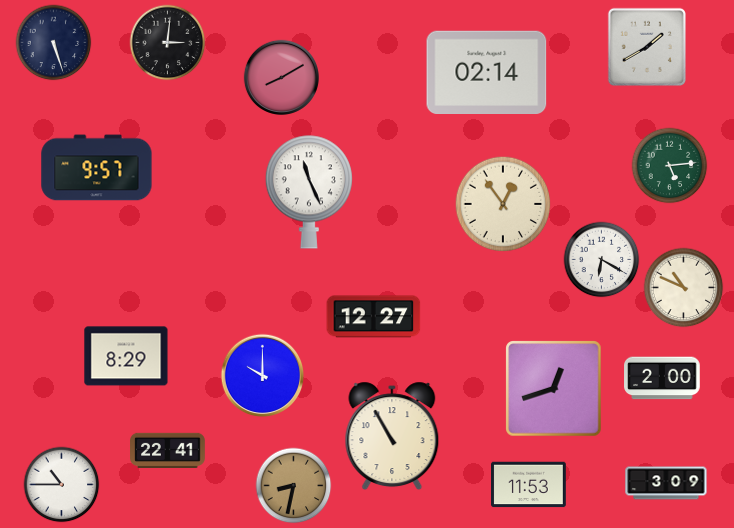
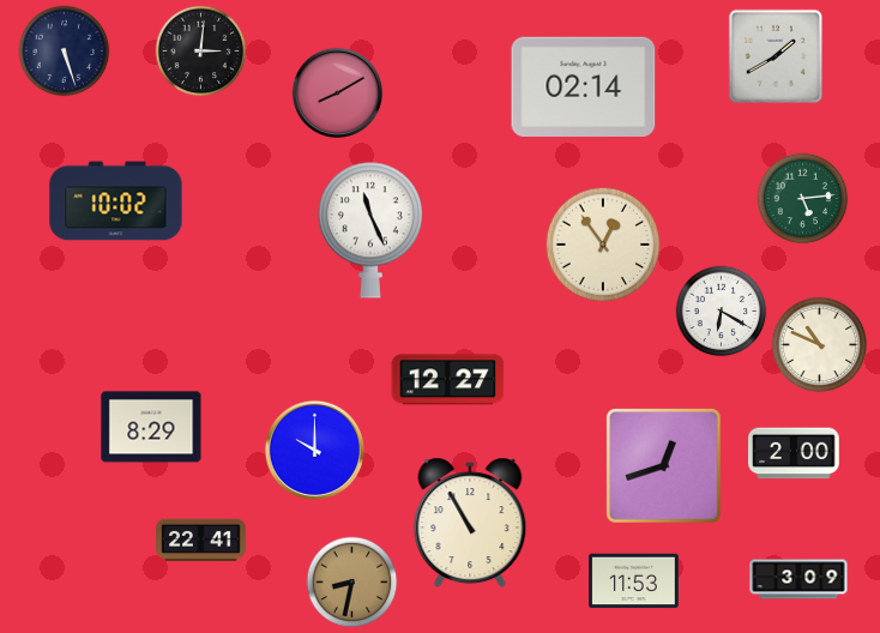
clock at (97, 168): 9:57 -> 10:02
clock at (62, 485): 10:45 -> none
